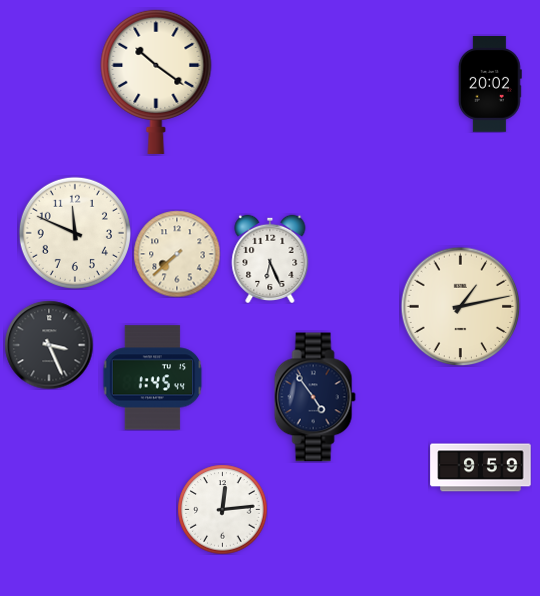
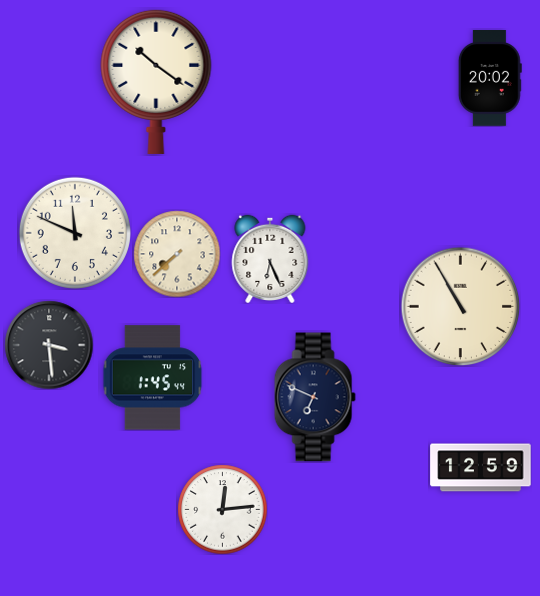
clock at (490, 85) position: (490, 85) -> (490, 79)
clock at (460, 306): 1:13 -> 10:55
clock at (49, 345): 3:26 -> 3:29
clock at (315, 397): 4:54 -> 6:49
clock at (481, 468): 9:59 -> 12:59
